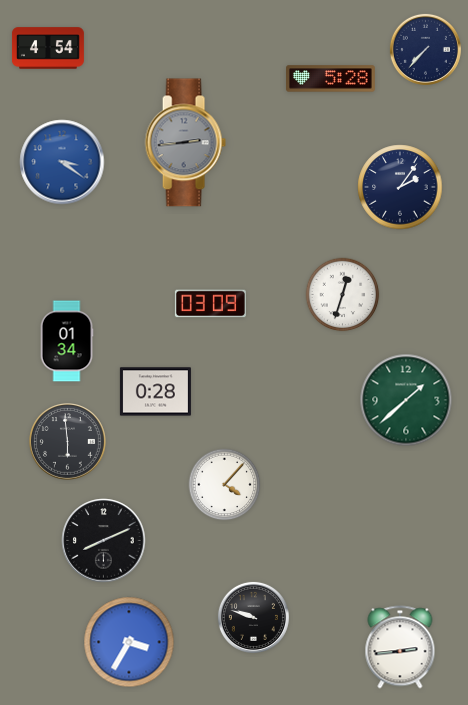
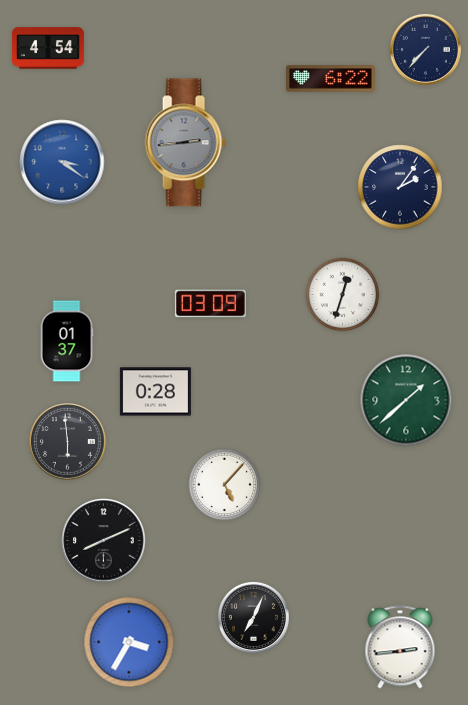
clock at (331, 79): 5:28 -> 6:22
clock at (67, 341): 01:34 -> 01:37
clock at (225, 485): 4:07 -> 5:07
clock at (253, 617): 9:48 -> 7:04
